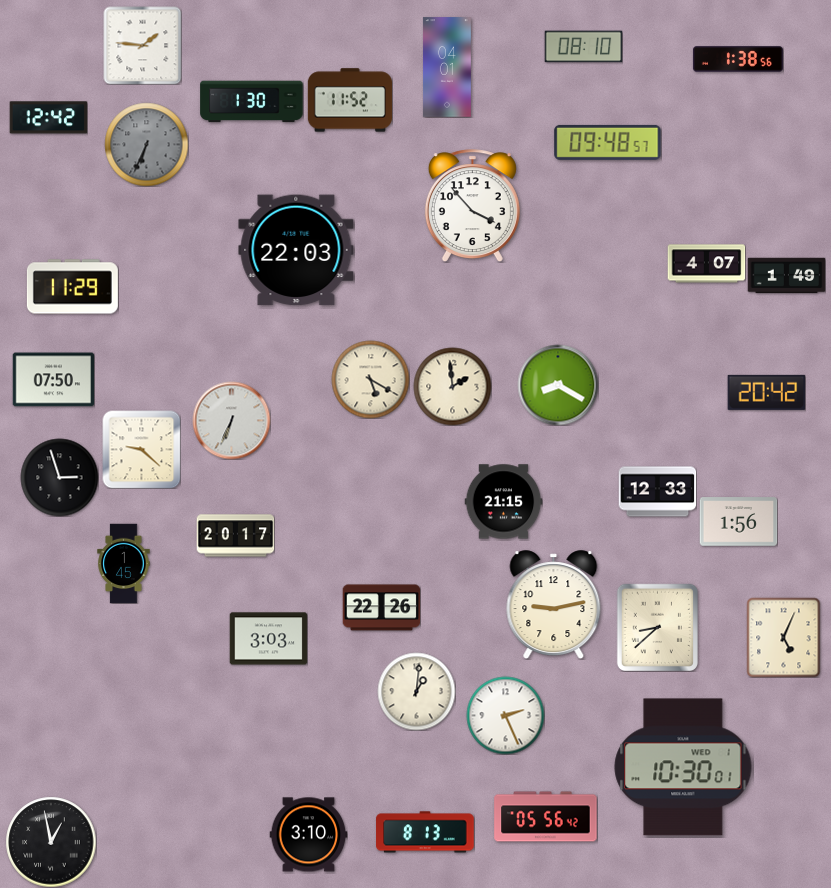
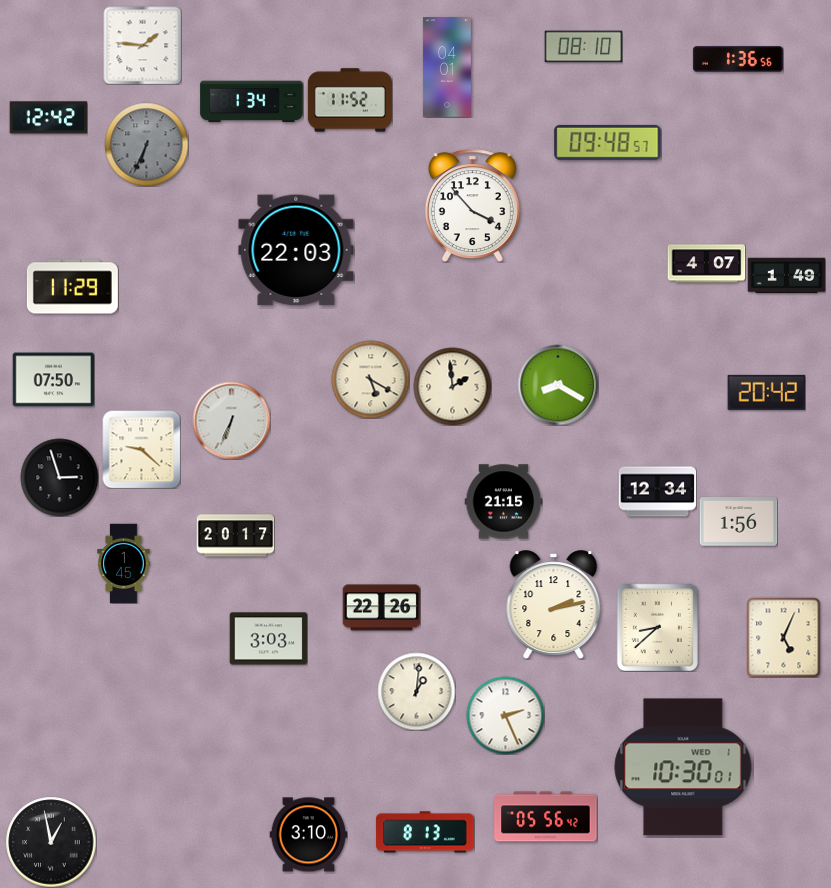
clock at (738, 59): 1:38 -> 1:36
clock at (252, 102): 1:30 -> 1:34
clock at (657, 492): 12:33 -> 12:34
clock at (554, 604): 9:13 -> 2:13
